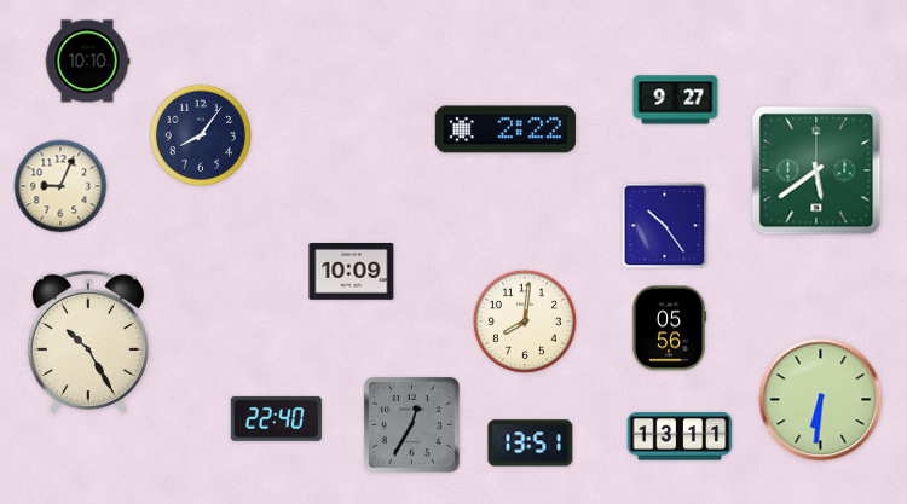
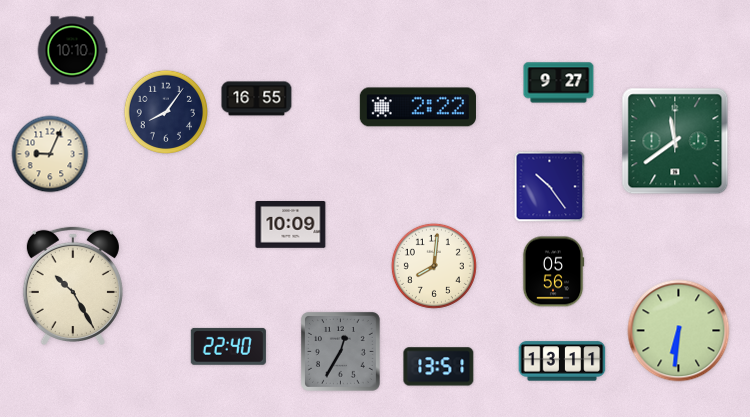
clock at (257, 99): none -> 16:55
clock at (816, 170): 5:39 -> 11:39
clock at (88, 341) position: (88, 341) -> (73, 285)
